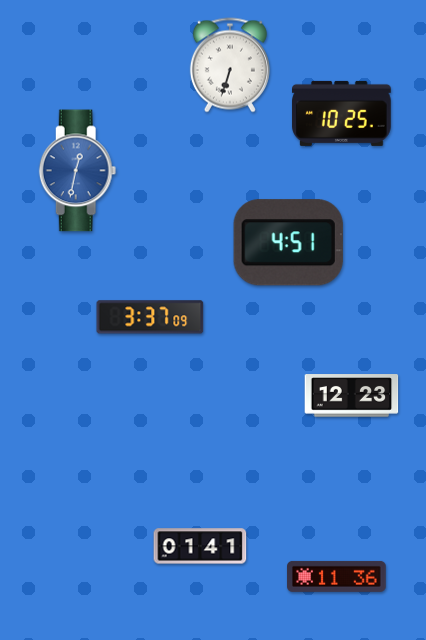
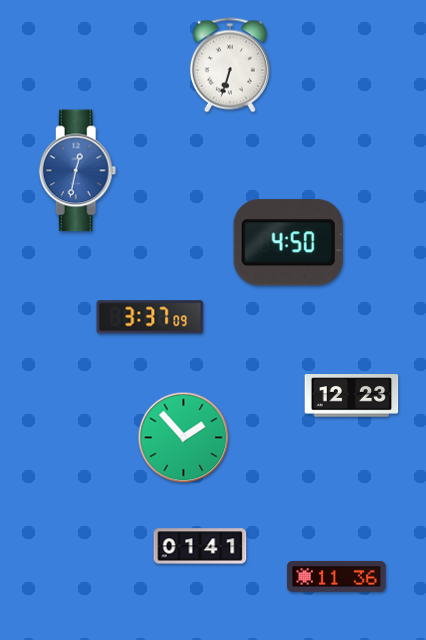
clock at (342, 113): 10:25 -> none
clock at (288, 243): 4:51 -> 4:50
clock at (184, 438): none -> 1:53
